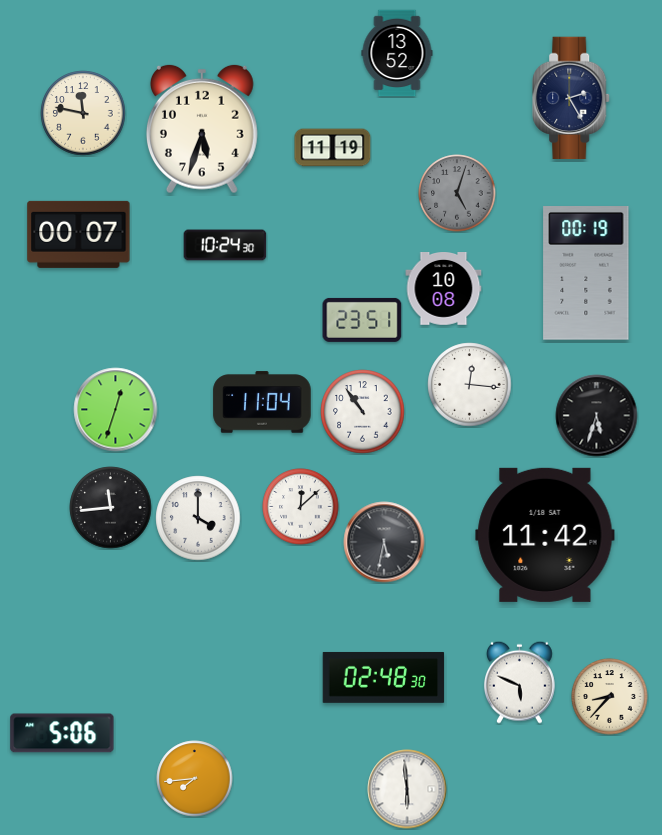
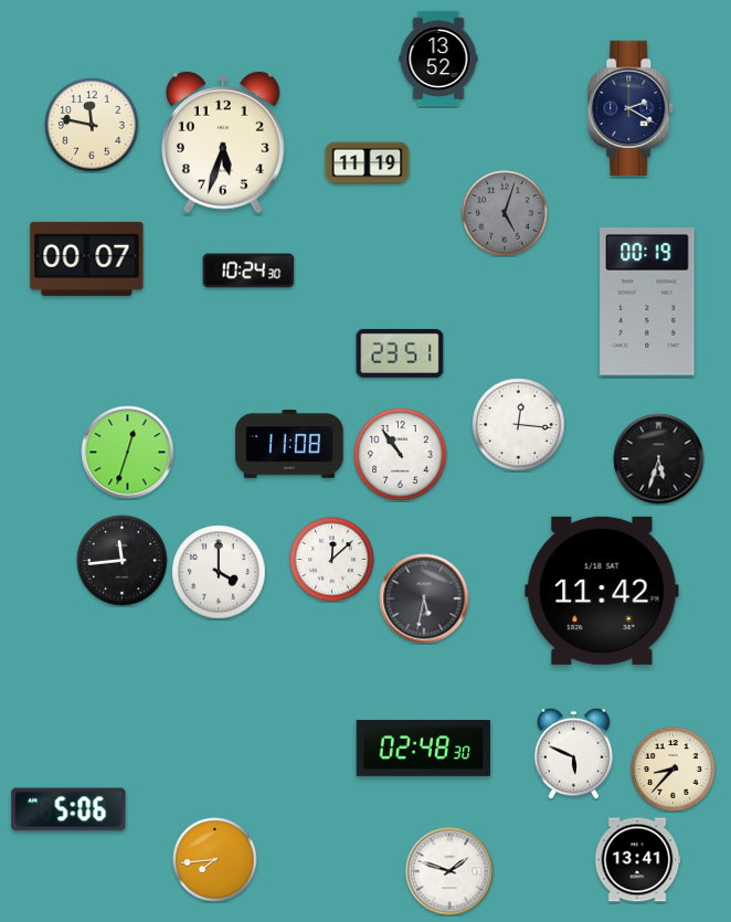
clock at (572, 98): 2:25 -> 2:20
clock at (444, 289): 10:08 -> none
clock at (262, 402): 11:04 -> 11:08
clock at (637, 860): none -> 13:41
clock at (407, 789): 5:59 -> 1:48
